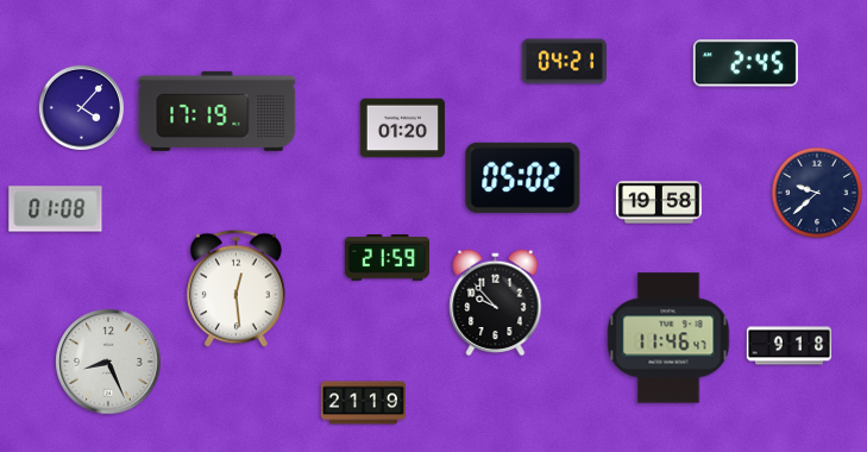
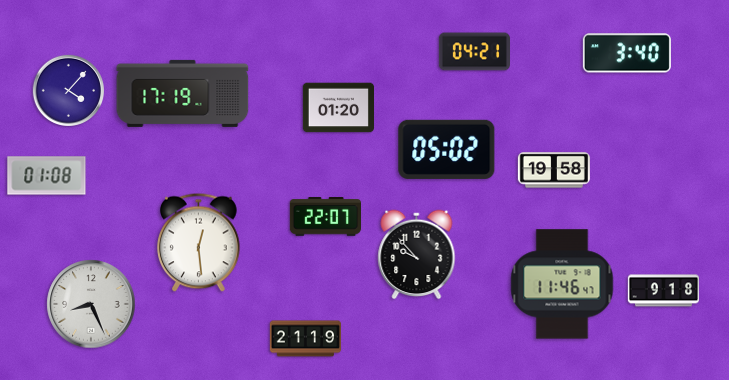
clock at (746, 63): 2:45 -> 3:40
clock at (523, 177) position: (523, 177) -> (447, 149)
clock at (817, 193): 9:38 -> none
clock at (387, 258): 21:59 -> 22:07
